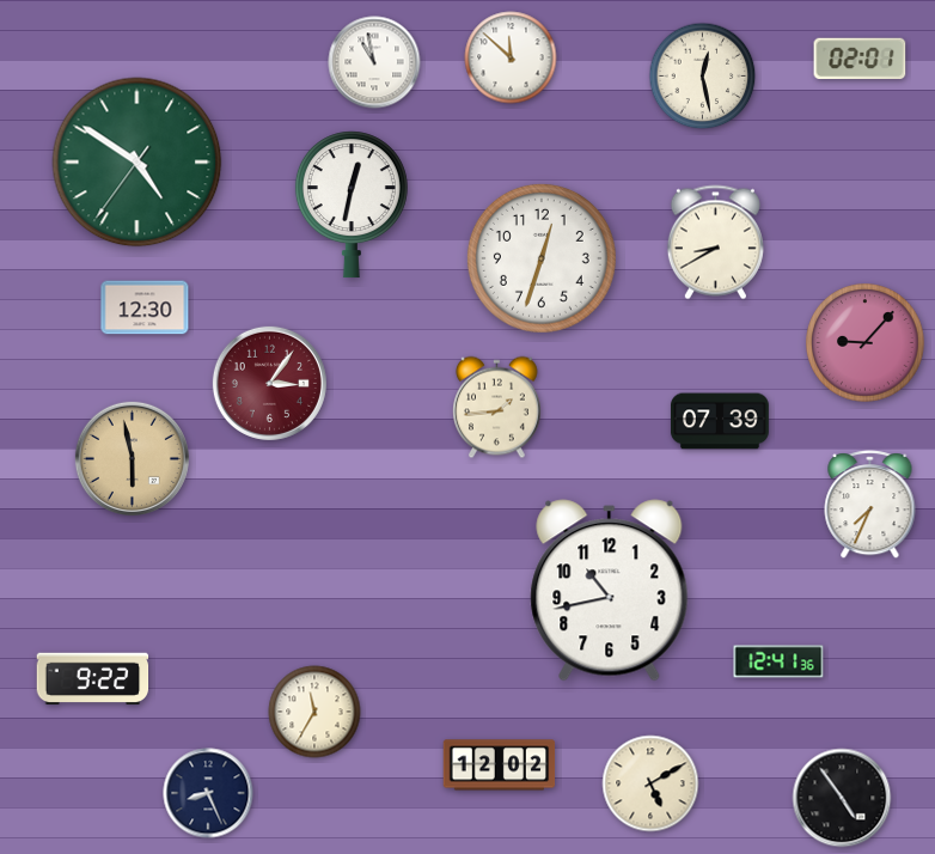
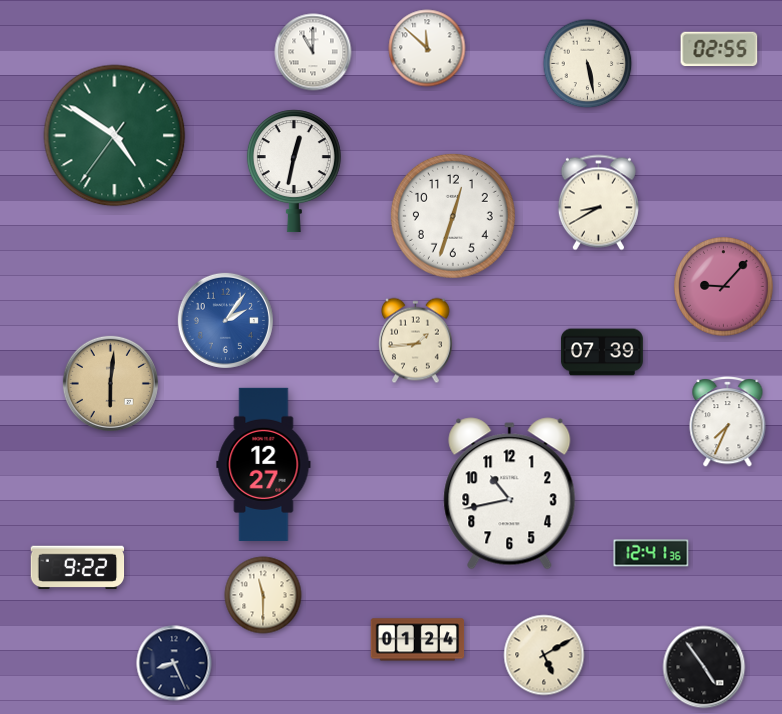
clock at (860, 59): 02:01 -> 02:55
clock at (374, 62): 10:58 -> 11:00
clock at (703, 77): 12:28 -> 5:28
clock at (145, 307): 12:30 -> none
clock at (269, 383): 3:06 -> 2:06
clock at (269, 383) dial: burgundy -> blue
clock at (132, 458): 5:58 -> 6:01
clock at (264, 464): none -> 12:27
clock at (314, 712): 11:35 -> 11:30
clock at (500, 765): 12:02 -> 01:24
